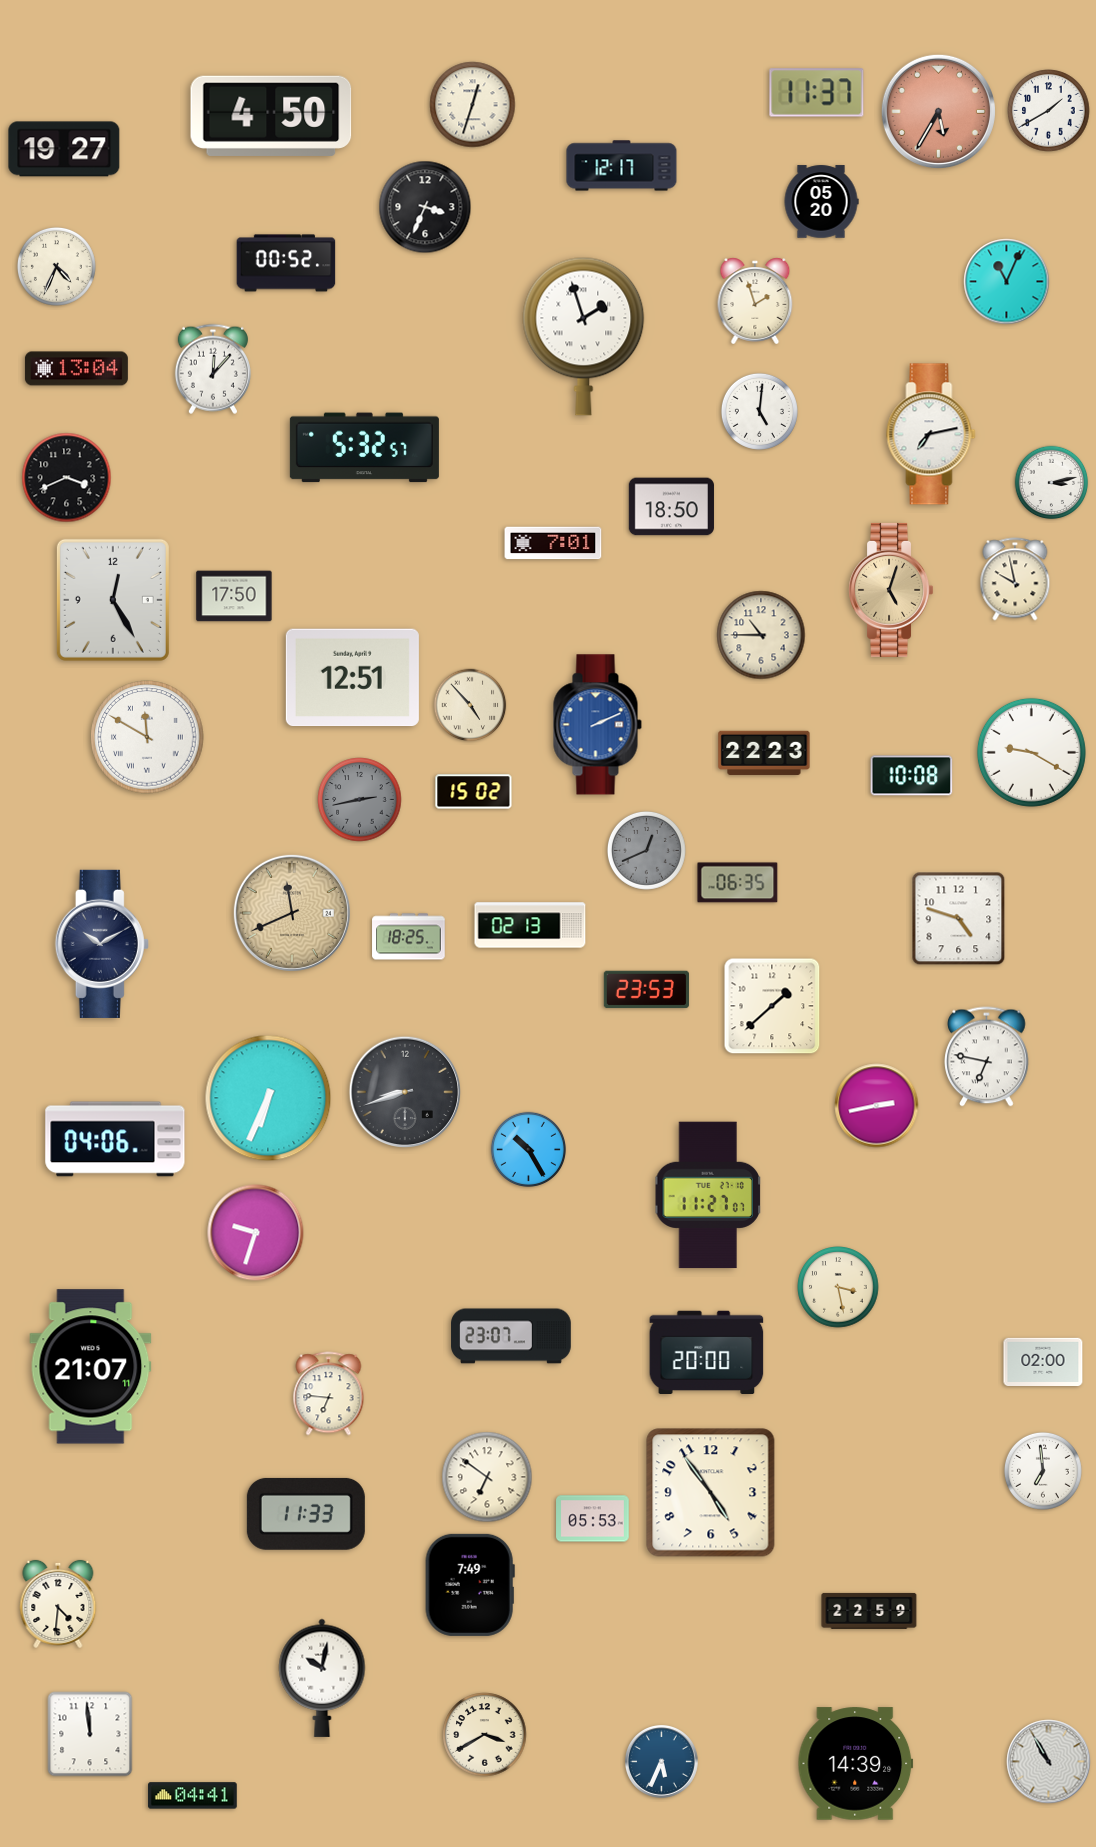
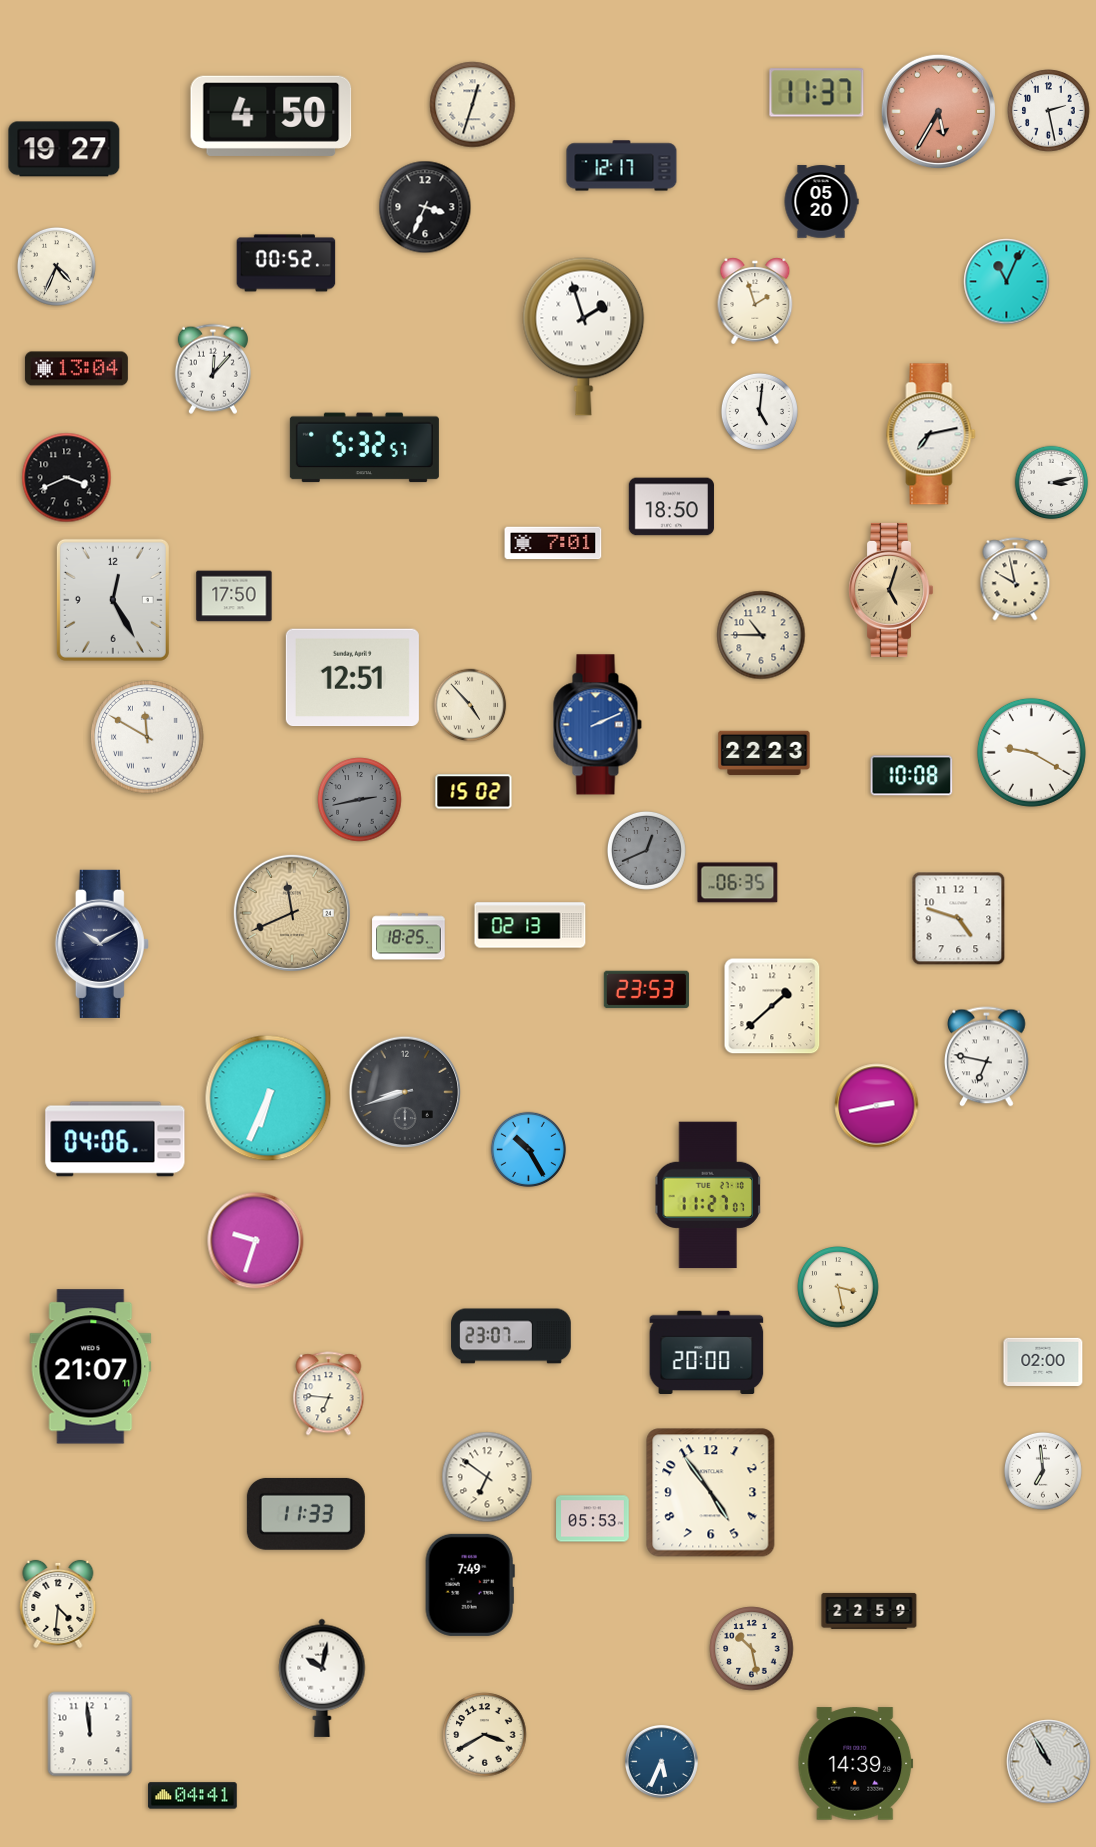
clock at (1049, 111): 1:40 -> 2:28
clock at (256, 1233) position: (256, 1233) -> (256, 1241)
clock at (752, 1649): none -> 10:28
